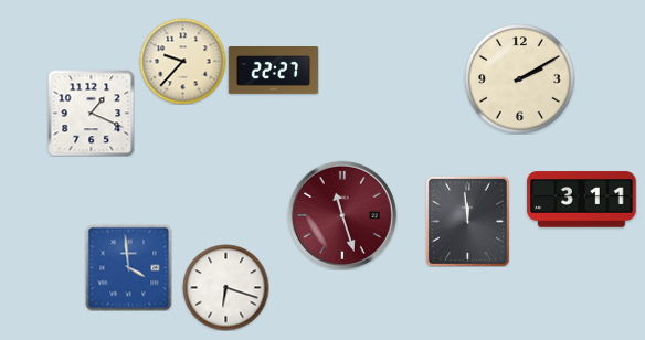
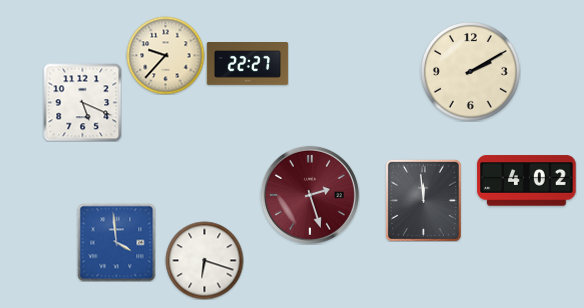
clock at (91, 113): 1:19 -> 5:19
clock at (582, 200): 3:11 -> 4:02
clock at (342, 215): 11:27 -> 2:27
